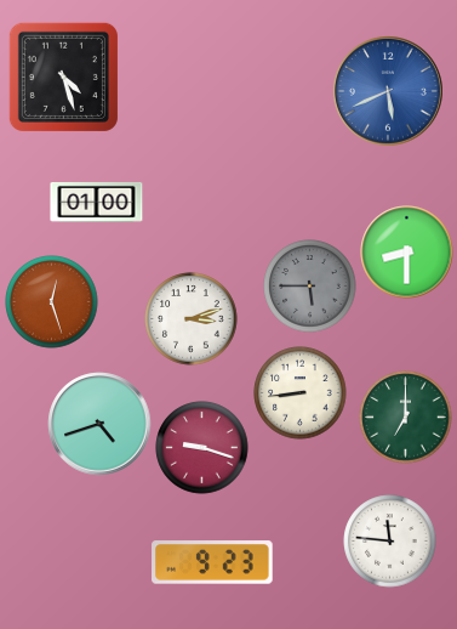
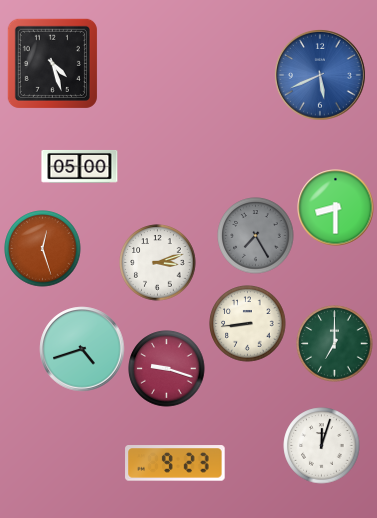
clock at (97, 202): 01:00 -> 05:00
clock at (310, 287): 5:45 -> 7:25
clock at (390, 542): 11:46 -> 12:03
